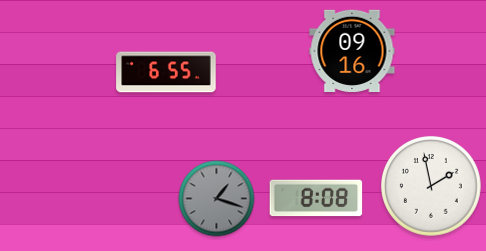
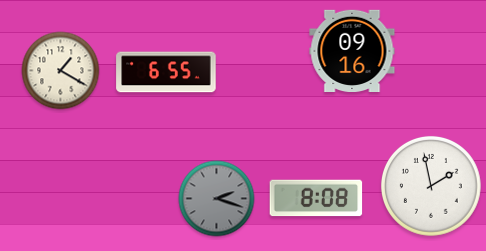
clock at (61, 71): none -> 1:20
clock at (217, 199): 1:18 -> 2:18
